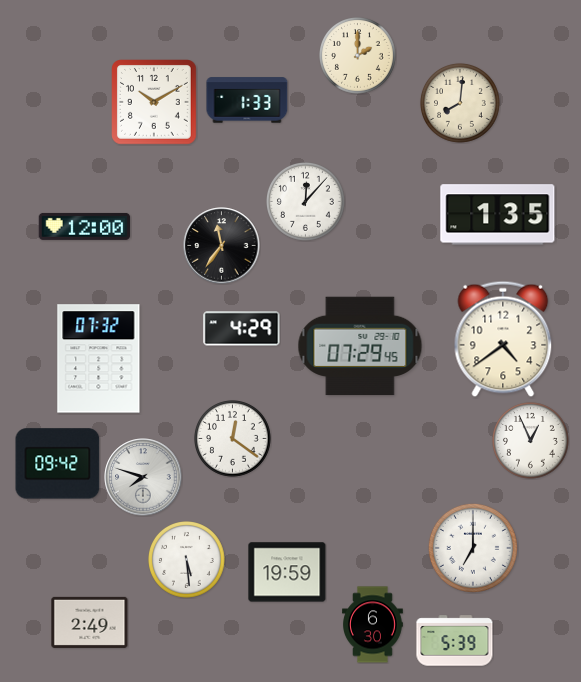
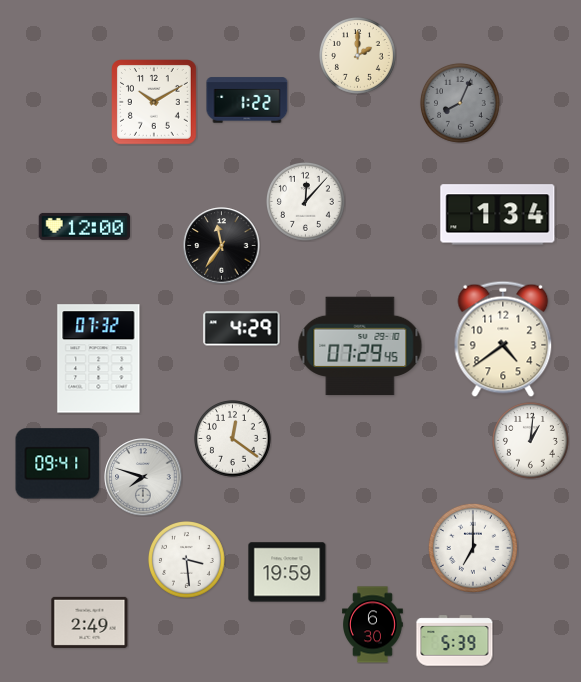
clock at (247, 100): 1:33 -> 1:22
clock at (460, 103): 8:01 -> 8:04
clock at (460, 103) dial: cream -> grey
clock at (498, 215): 1:35 -> 1:34
clock at (531, 441): 12:56 -> 1:01
clock at (58, 464): 09:42 -> 09:41
clock at (187, 560): 5:29 -> 3:29
